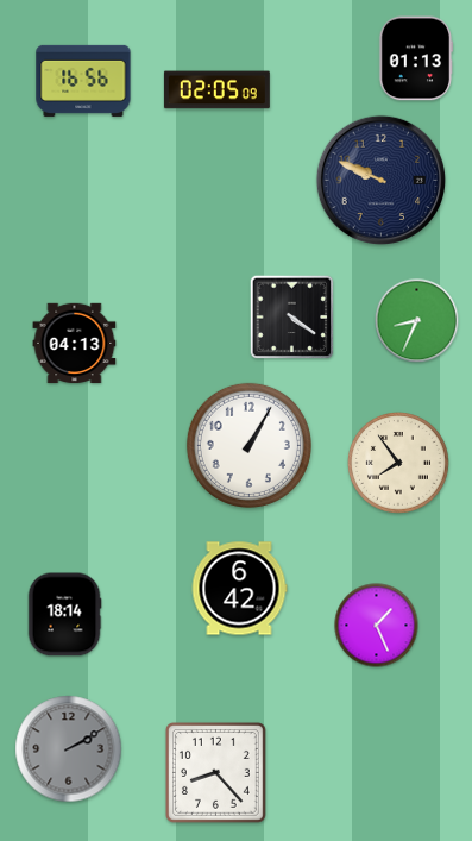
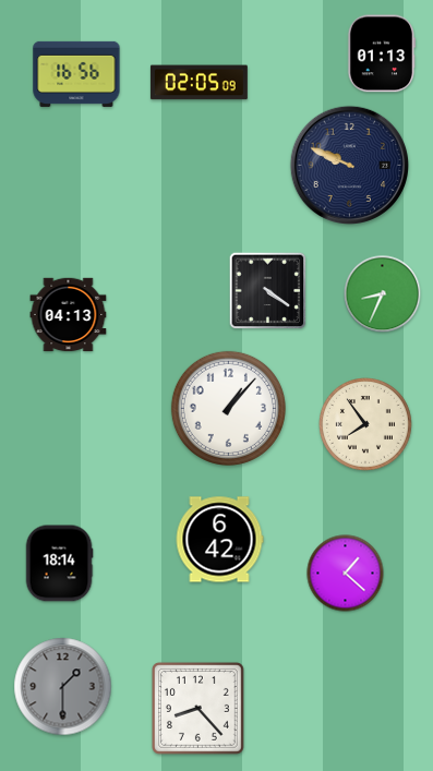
clock at (248, 445): 1:05 -> 1:07
clock at (377, 626): 1:26 -> 1:22
clock at (69, 749): 2:10 -> 1:30
